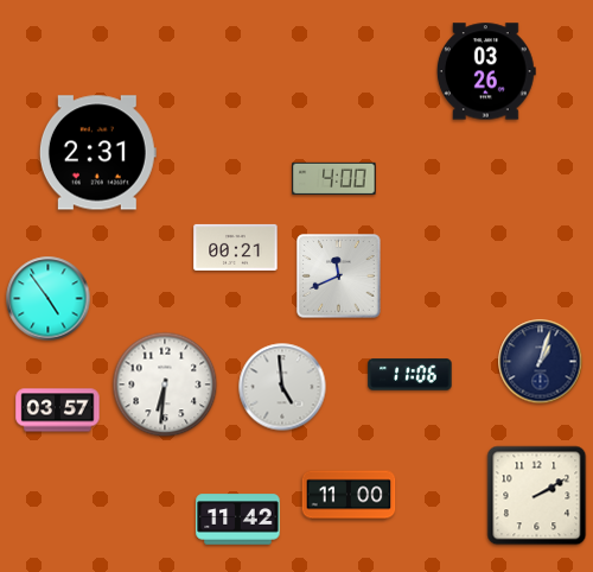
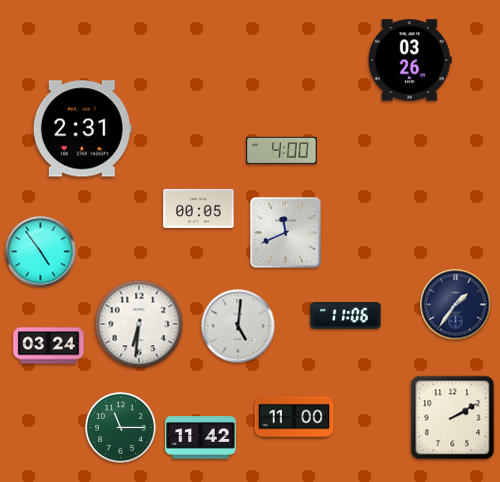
clock at (236, 247): 00:21 -> 00:05
clock at (541, 362): 1:03 -> 1:36
clock at (282, 387): 4:59 -> 5:01
clock at (58, 411): 03:57 -> 03:24
clock at (120, 427): none -> 11:15
